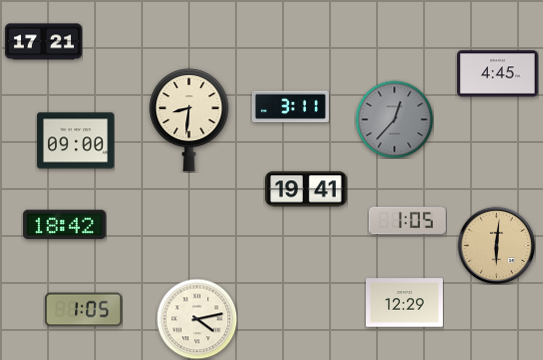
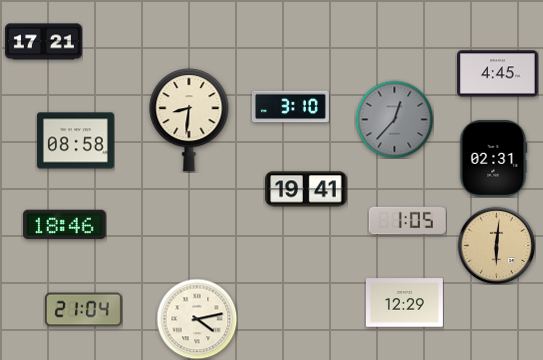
clock at (290, 107): 3:11 -> 3:10
clock at (75, 141): 09:00 -> 08:58
clock at (493, 158): none -> 02:31
clock at (65, 225): 18:42 -> 18:46
clock at (83, 310): 1:05 -> 21:04
